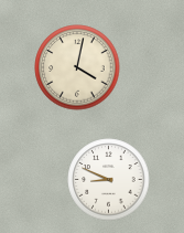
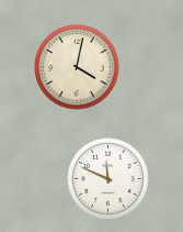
clock at (109, 180): 8:49 -> 11:49
